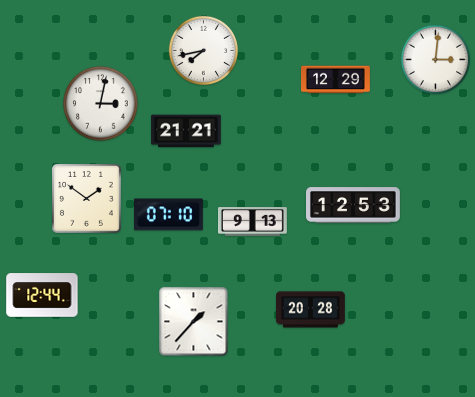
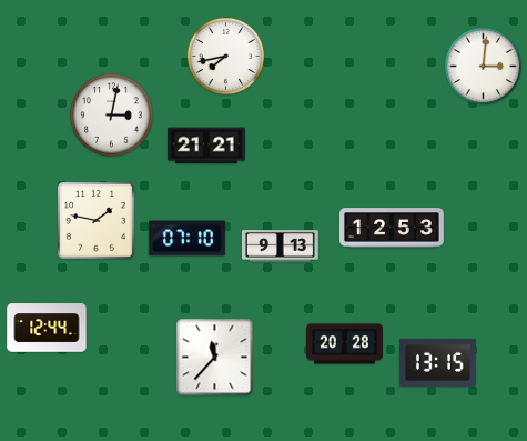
clock at (336, 80): 12:29 -> none
clock at (87, 199): 1:51 -> 1:47
clock at (194, 322): 1:37 -> 11:37
clock at (437, 362): none -> 13:15
